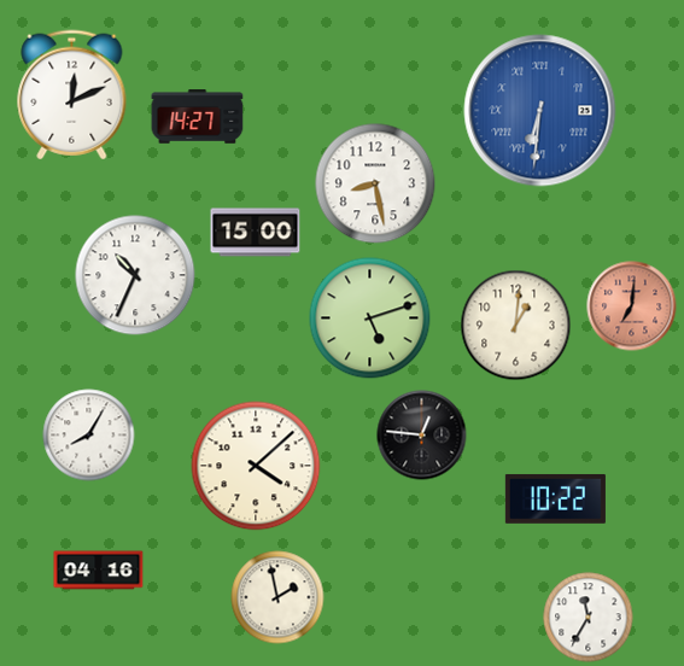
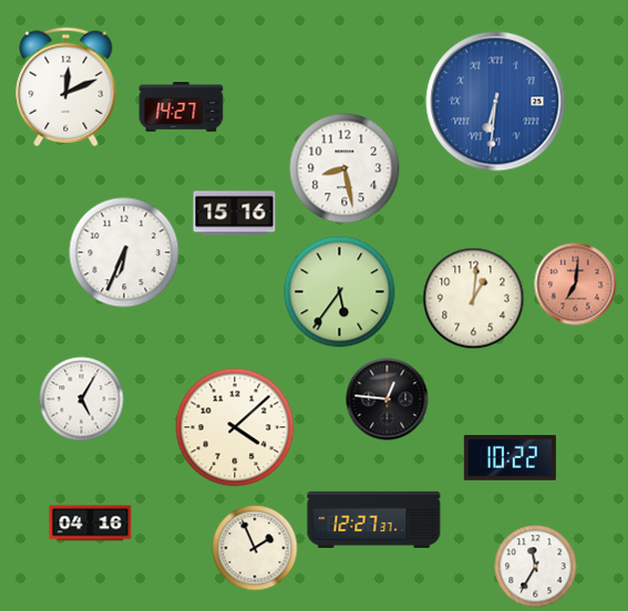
clock at (256, 233): 15:00 -> 15:16
clock at (135, 275): 10:34 -> 6:34
clock at (632, 306) position: (632, 306) -> (576, 284)
clock at (370, 319): 5:12 -> 5:36
clock at (89, 436): 8:05 -> 5:05
clock at (374, 519): none -> 12:27
clock at (277, 597): 1:58 -> 1:56
clock at (589, 618) position: (589, 618) -> (536, 567)
